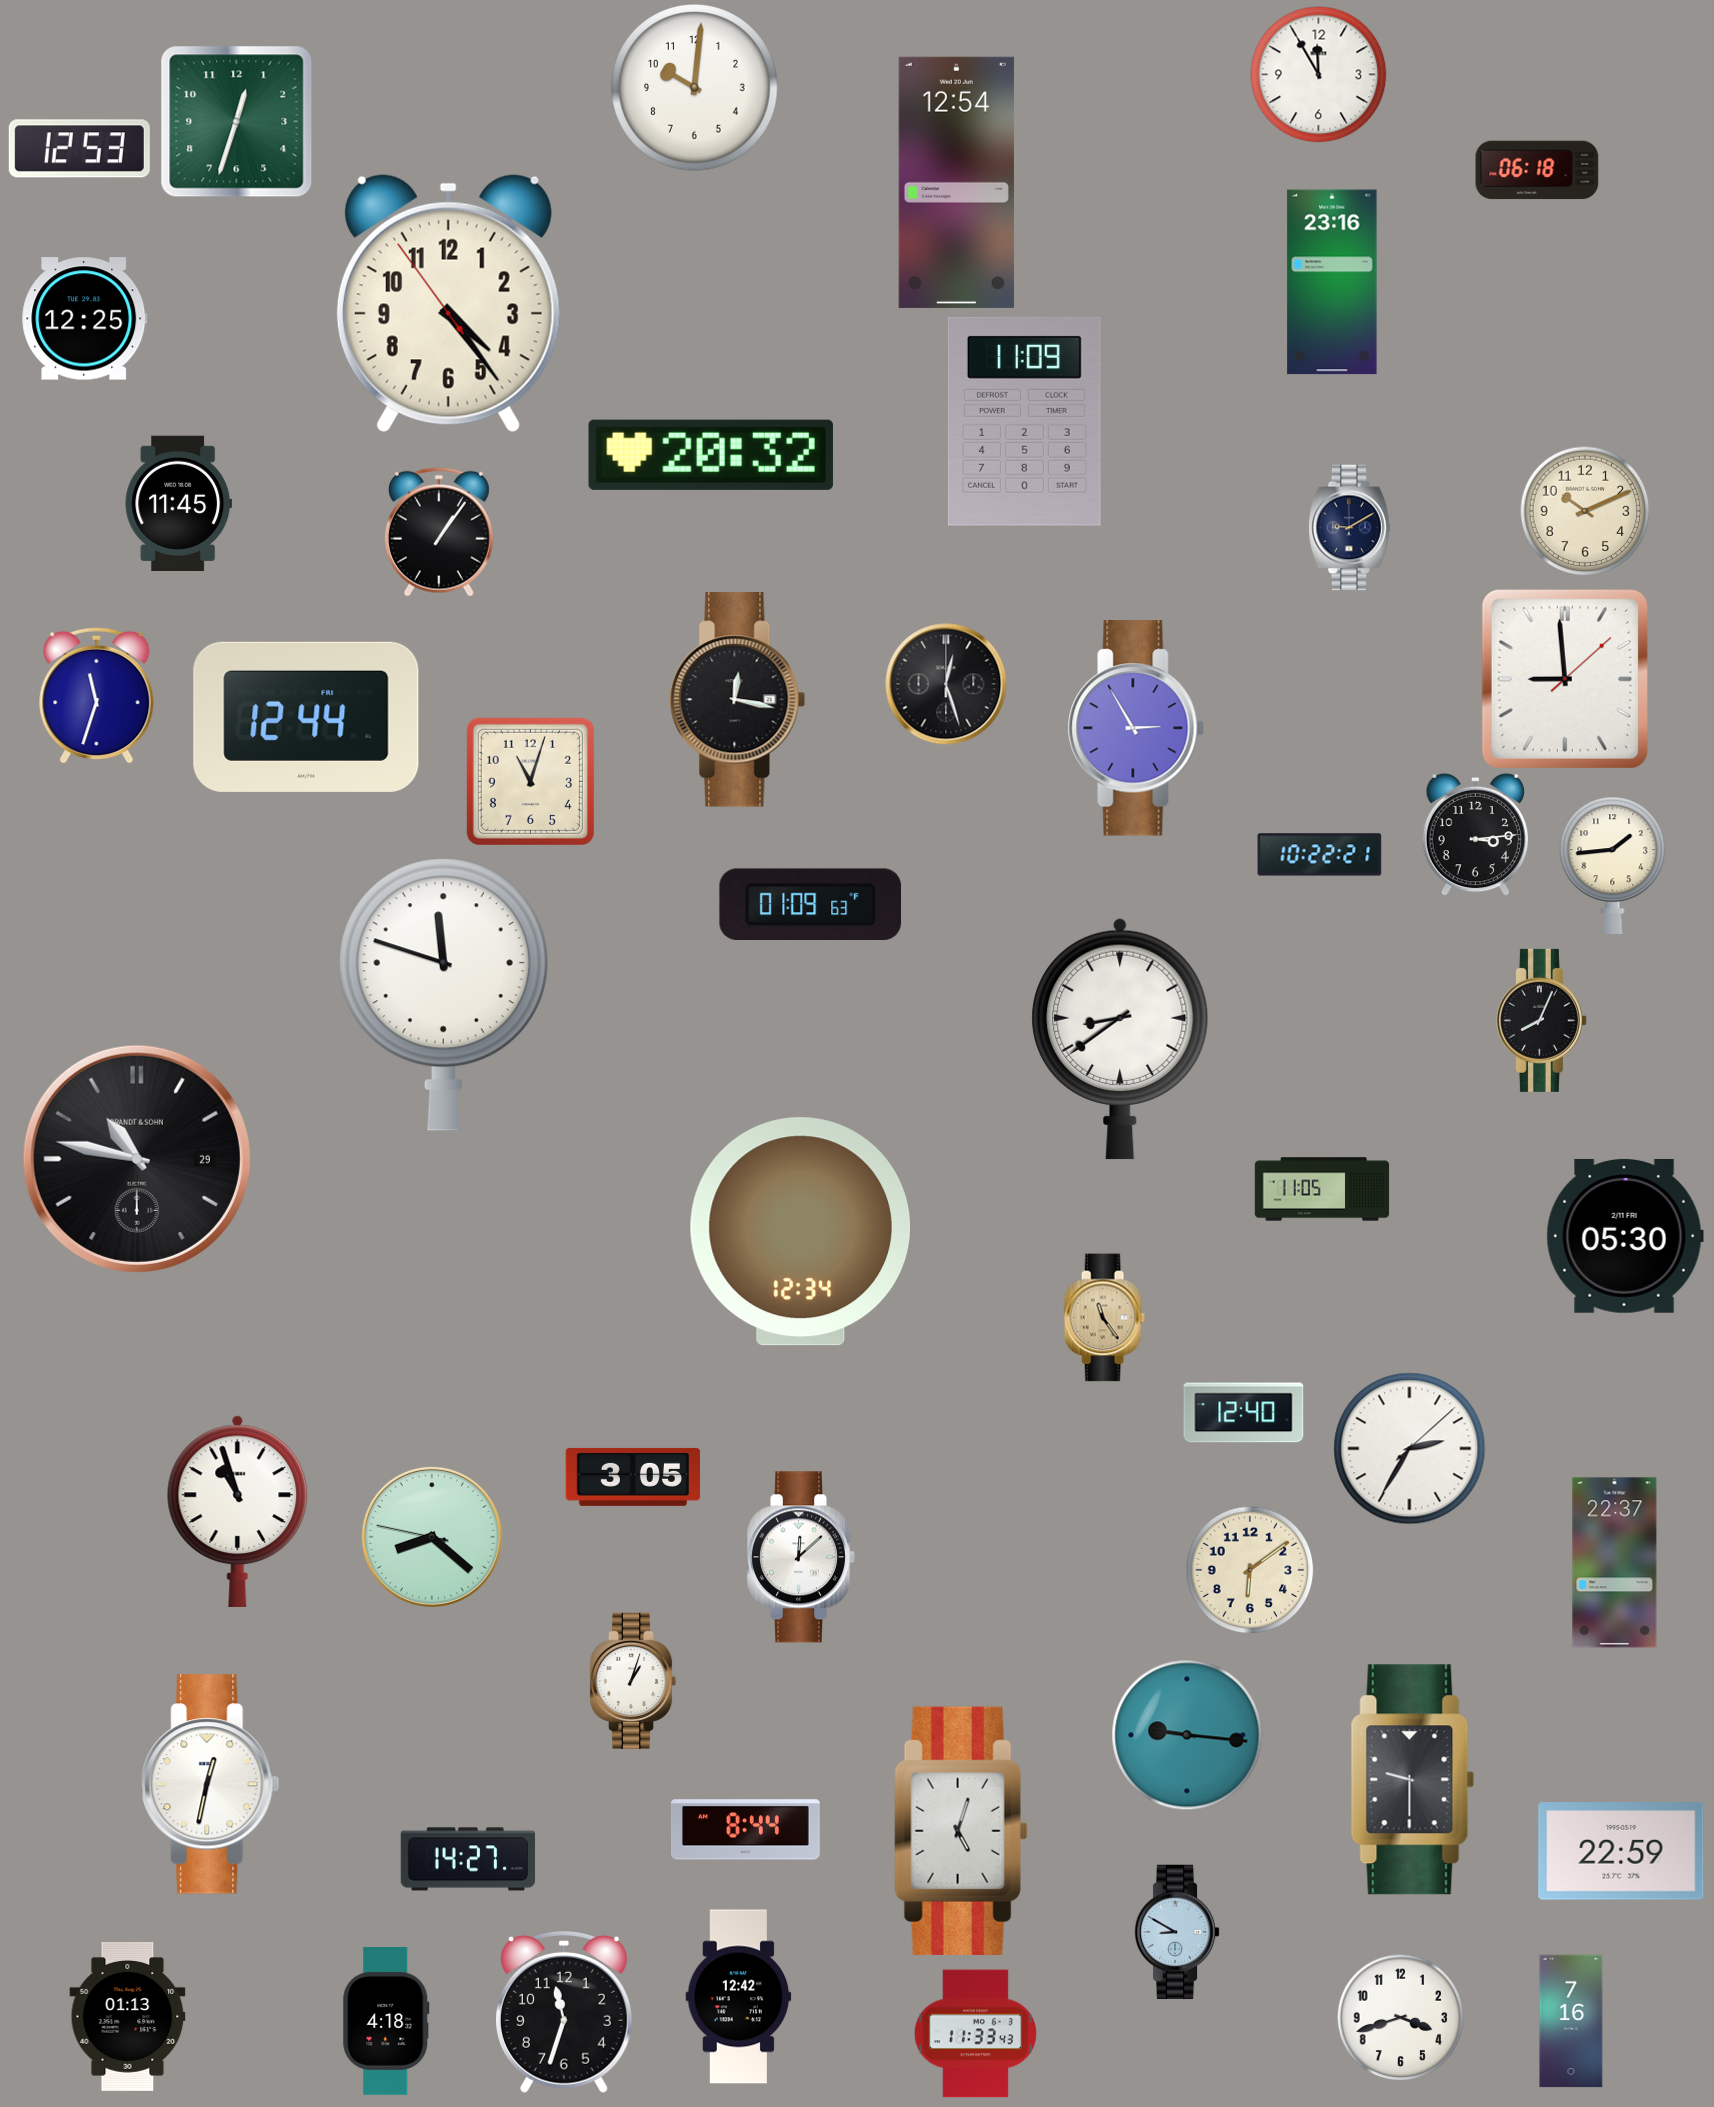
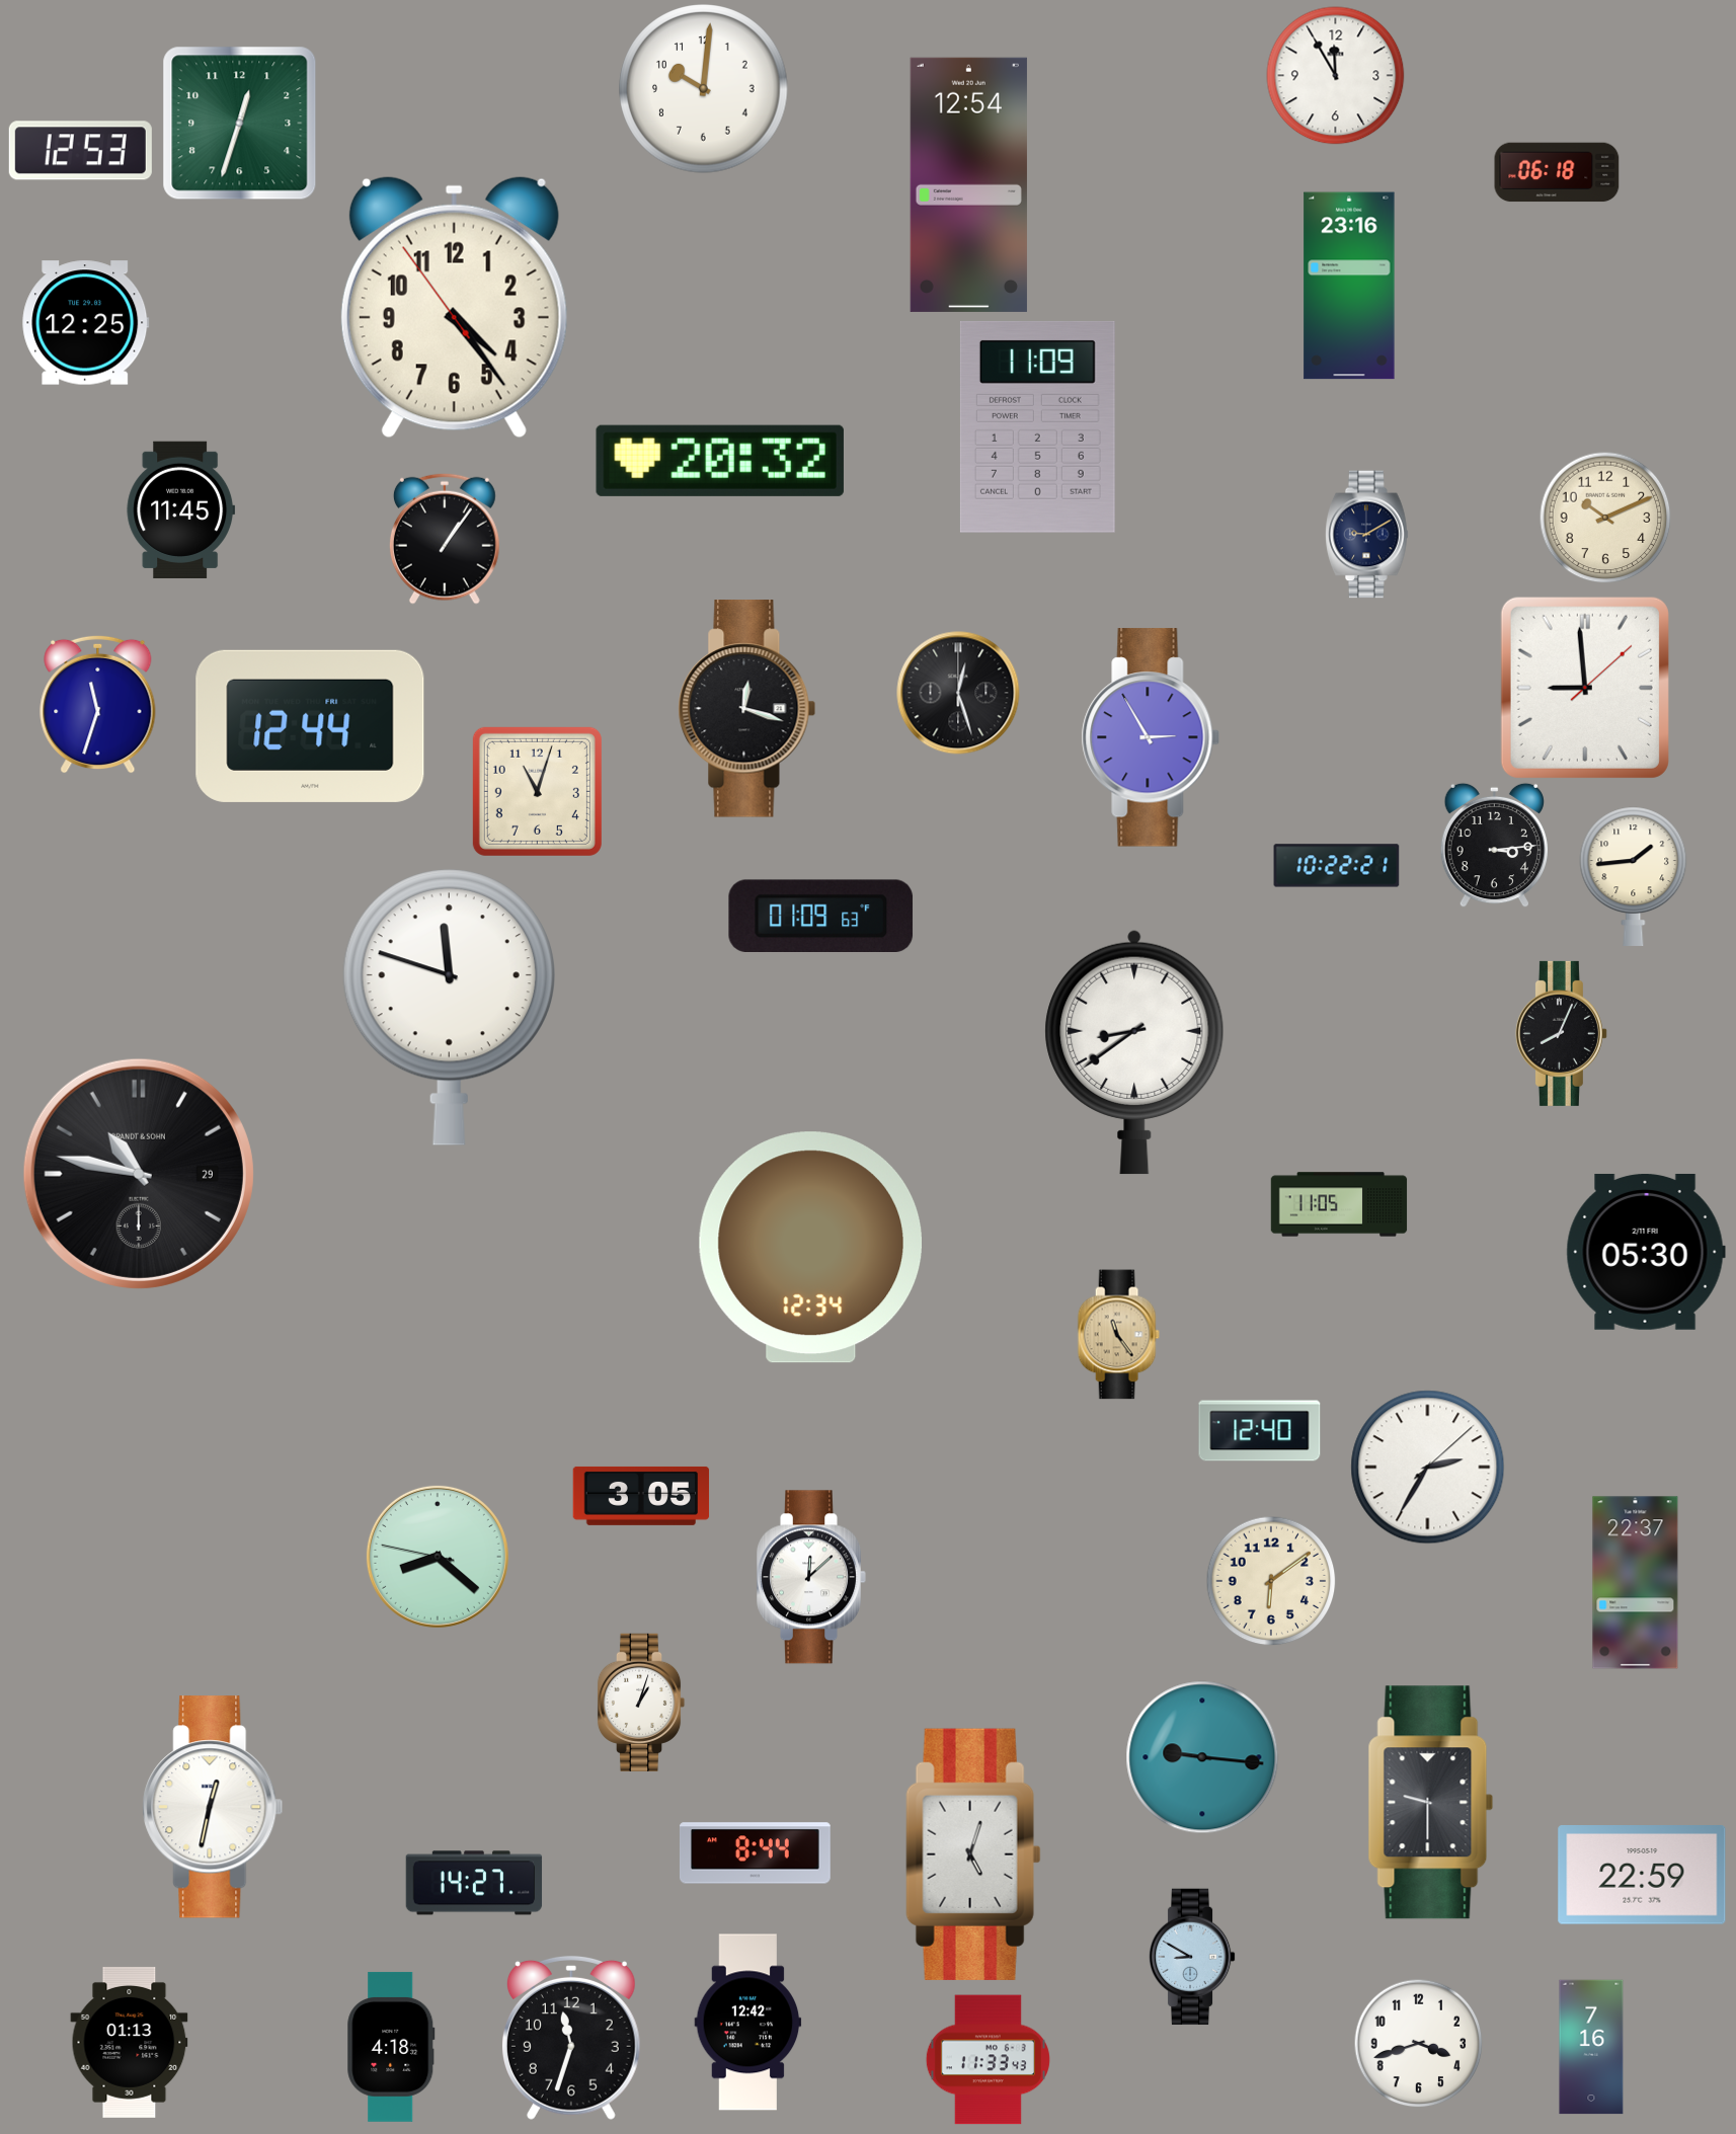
clock at (738, 700): 12:17 -> 12:18
clock at (238, 1511): 10:57 -> none
clock at (1250, 1570) position: (1250, 1570) -> (1271, 1581)
